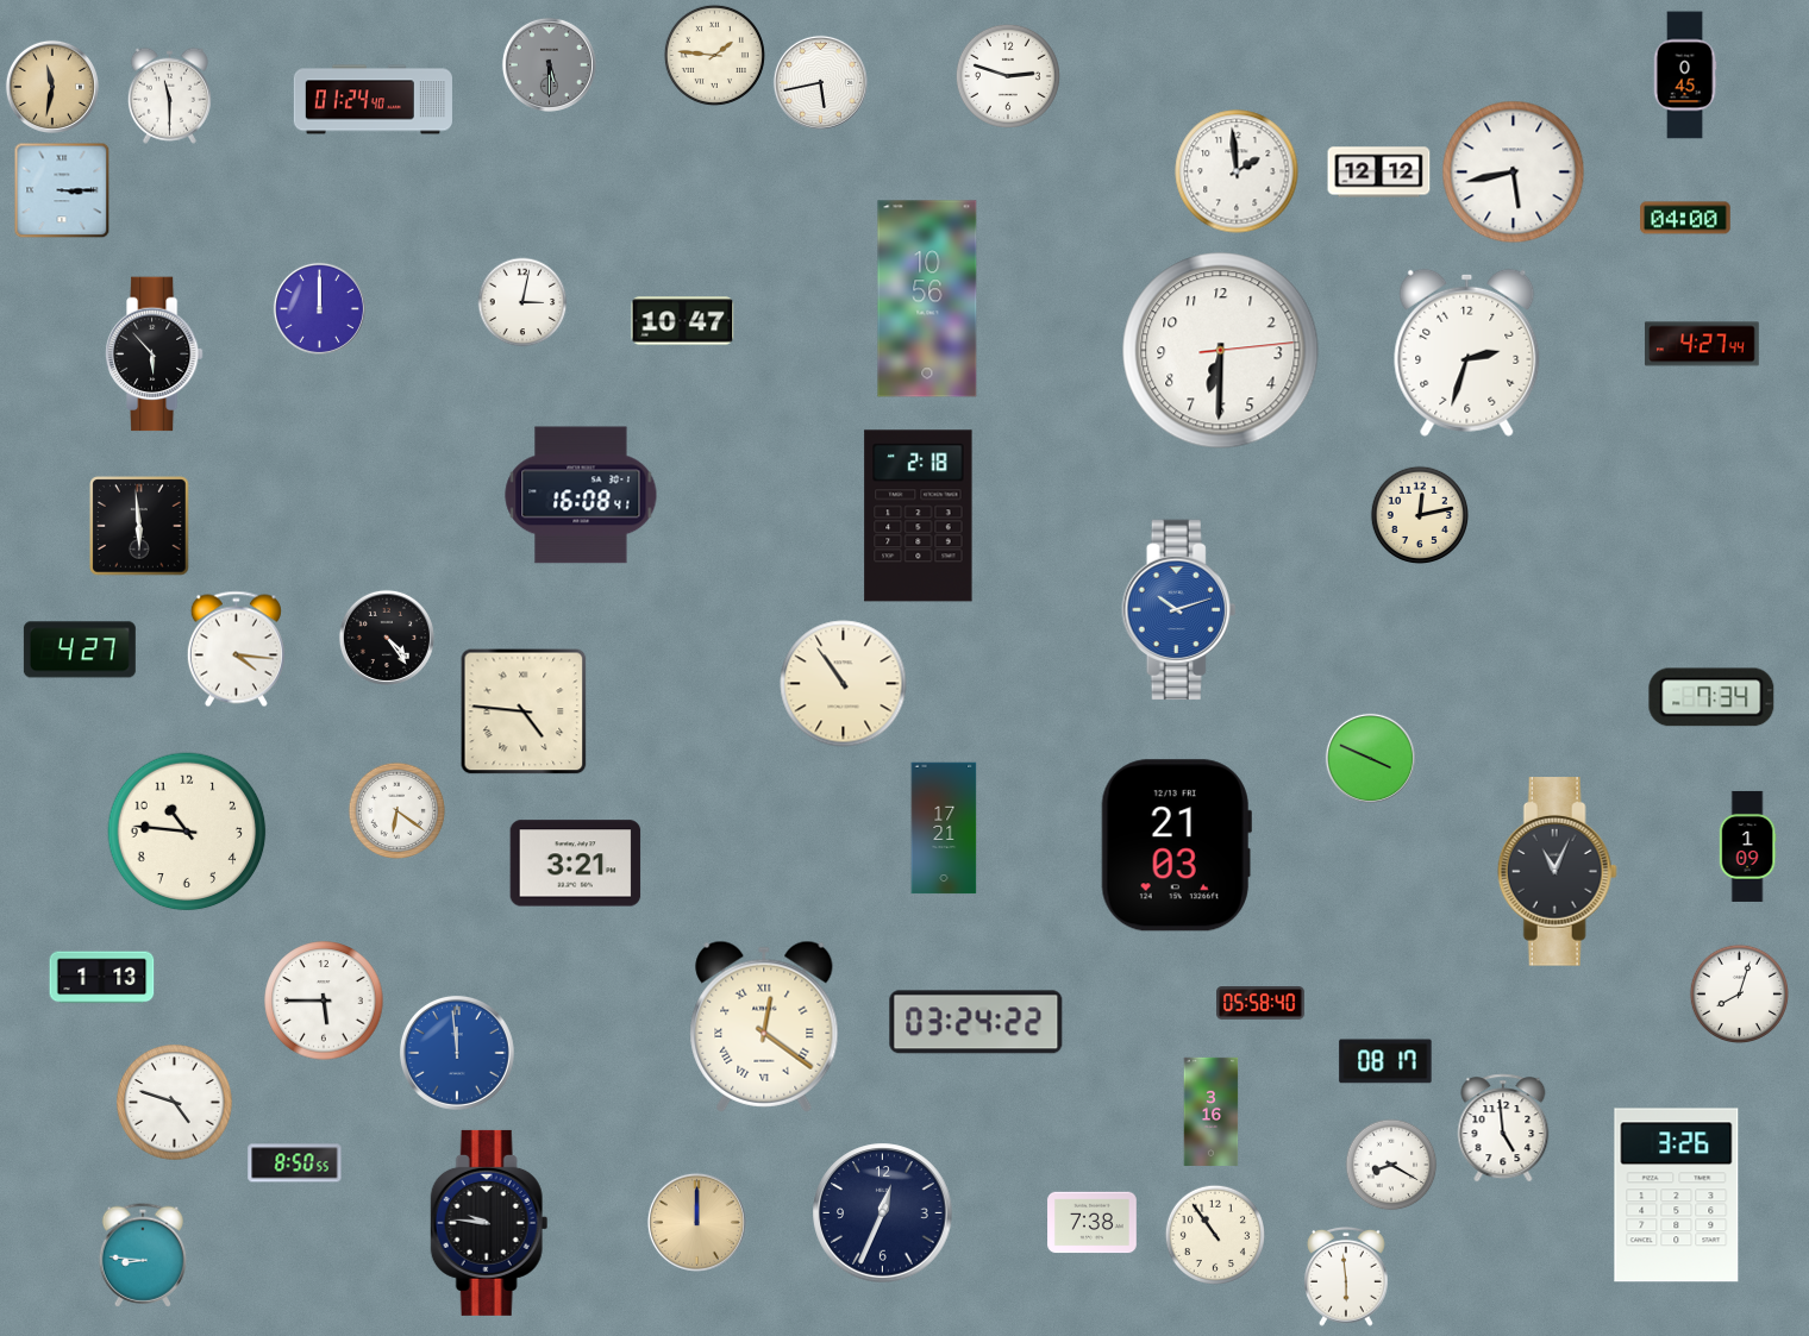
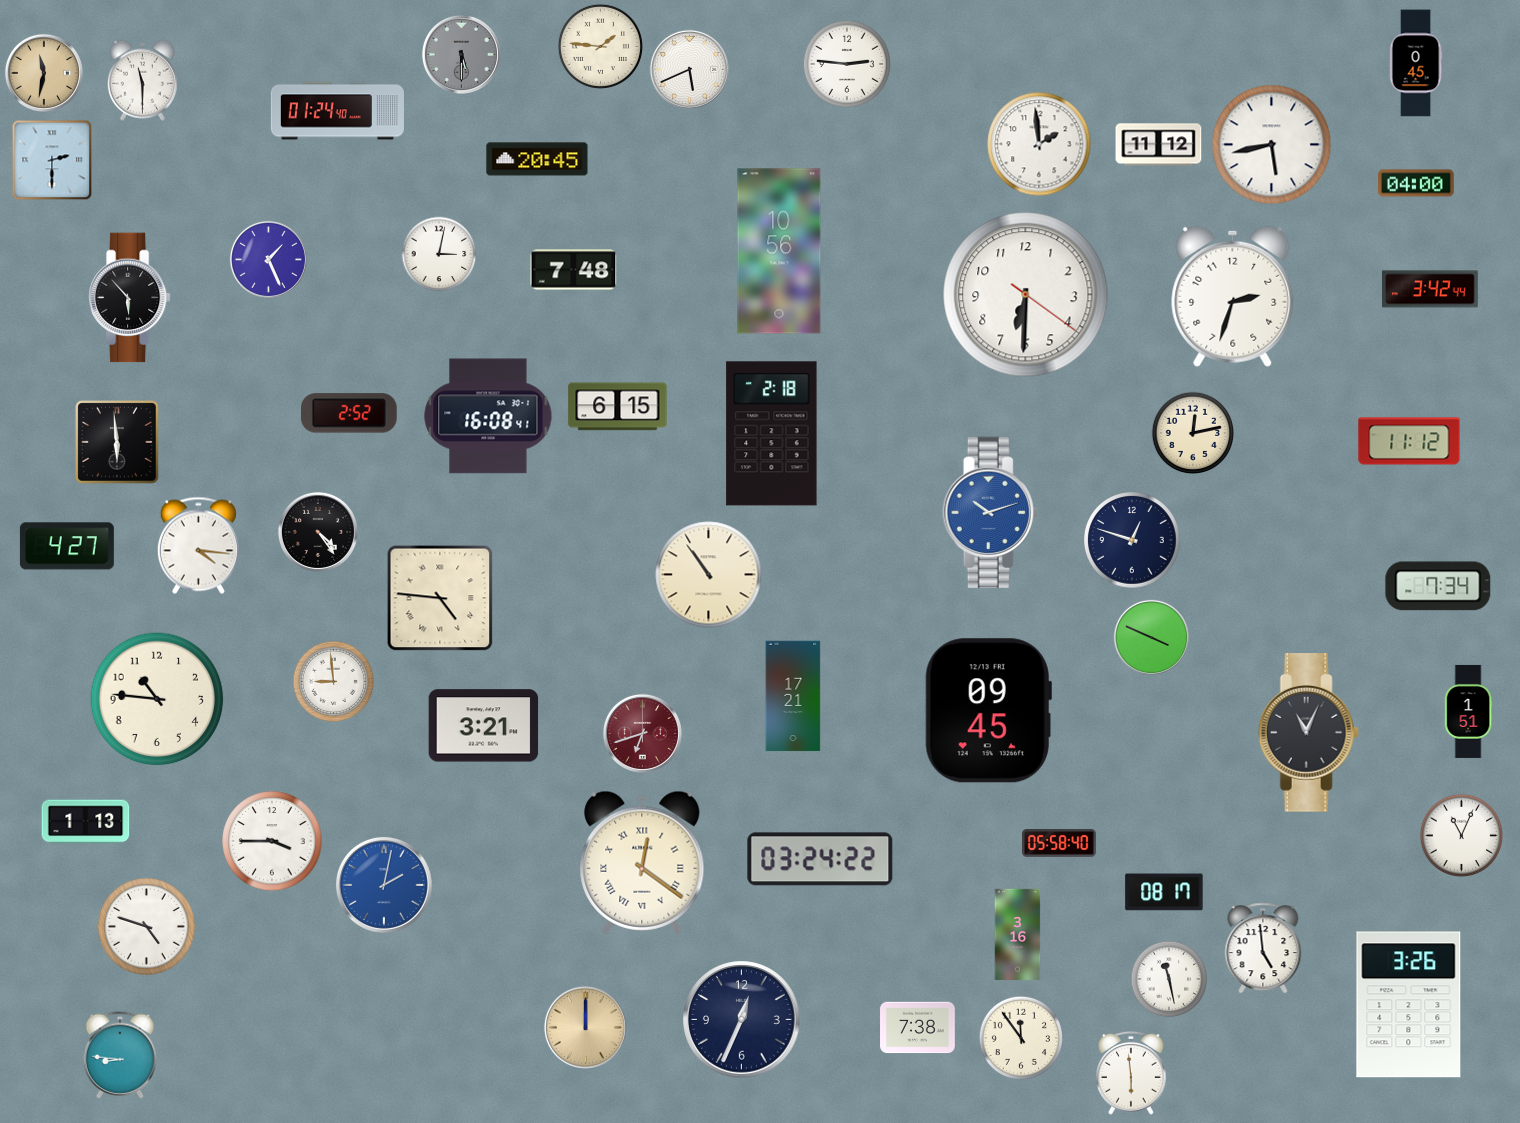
clock at (1008, 76): 2:48 -> 2:46
clock at (820, 82): 5:43 -> 5:41
clock at (373, 100) position: (373, 100) -> (337, 111)
clock at (1379, 173): 12:12 -> 11:12
clock at (537, 159): none -> 20:45
clock at (62, 190): 3:15 -> 2:30
clock at (319, 308): 12:00 -> 1:26
clock at (683, 321): 10:47 -> 7:48
clock at (1702, 344): 4:27 -> 3:42
clock at (1221, 351): 6:30:14 -> 6:30:21
clock at (618, 407): none -> 6:15
clock at (350, 413): none -> 2:52
clock at (1409, 441): none -> 11:12
clock at (387, 638) position: (387, 638) -> (318, 532)
clock at (1132, 540): none -> 12:48
clock at (398, 811): 6:21 -> 8:59
clock at (1176, 846): 21:03 -> 09:45
clock at (1747, 846): 1:09 -> 1:51
clock at (642, 733): none -> 6:42
clock at (1739, 993): 8:03 -> 11:04
clock at (324, 1001): 5:45 -> 3:45
clock at (457, 1053): 11:59 -> 2:02
clock at (295, 1163): 8:50 -> none
clock at (1391, 1165): 8:20 -> 11:28
clock at (489, 1223): 9:46 -> none
clock at (1215, 1235): 10:54 -> 11:54
